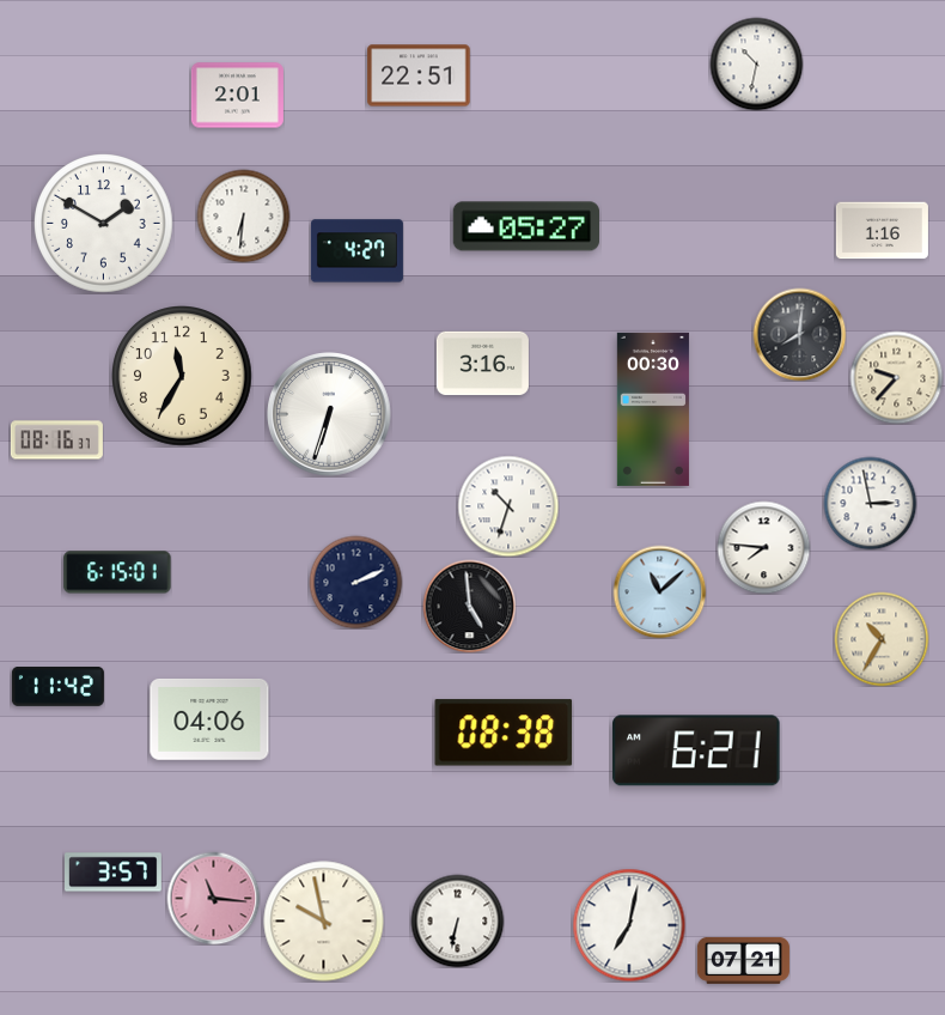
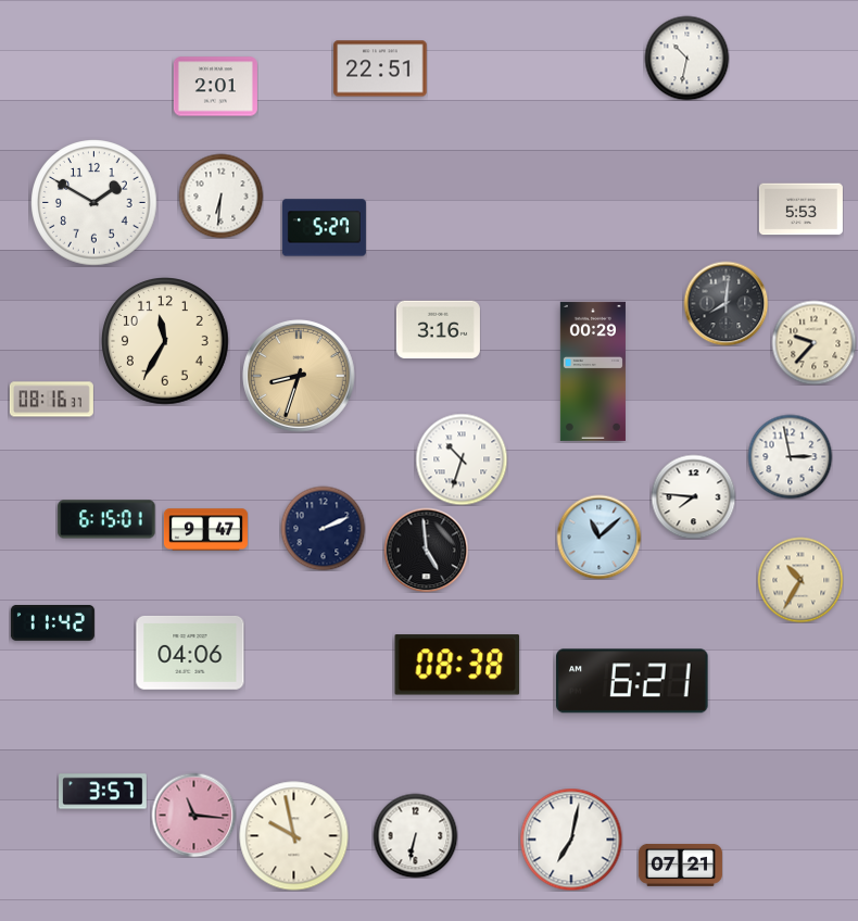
clock at (525, 226): 05:27 -> none
clock at (882, 231): 1:16 -> 5:53
clock at (356, 251): 4:27 -> 5:27
clock at (653, 409): 00:30 -> 00:29
clock at (329, 414): 6:33 -> 8:33
clock at (329, 414) dial: white -> champagne
clock at (205, 530): none -> 9:47
clock at (743, 960) position: (743, 960) -> (680, 865)
